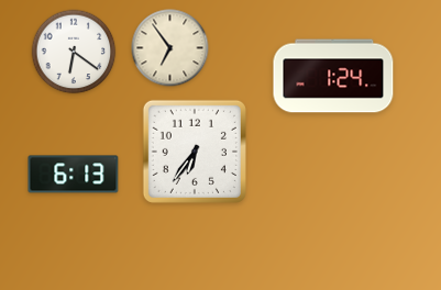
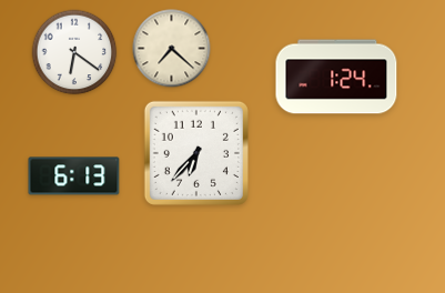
clock at (170, 48): 6:54 -> 7:22
clock at (195, 152): 6:36 -> 6:37
